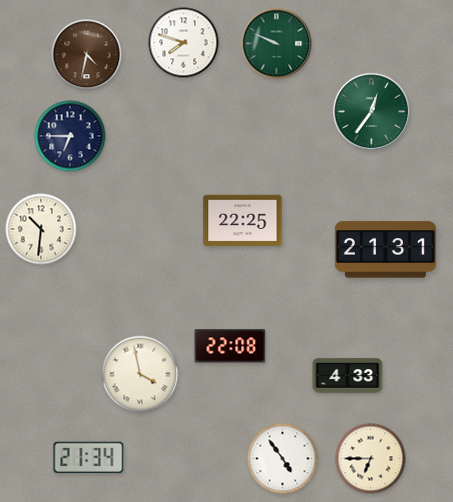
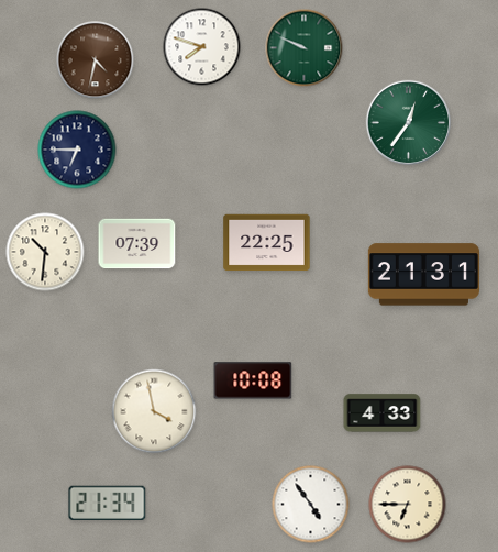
clock at (137, 244): none -> 07:39
clock at (230, 346): 22:08 -> 10:08
clock at (89, 457) position: (89, 457) -> (108, 503)
